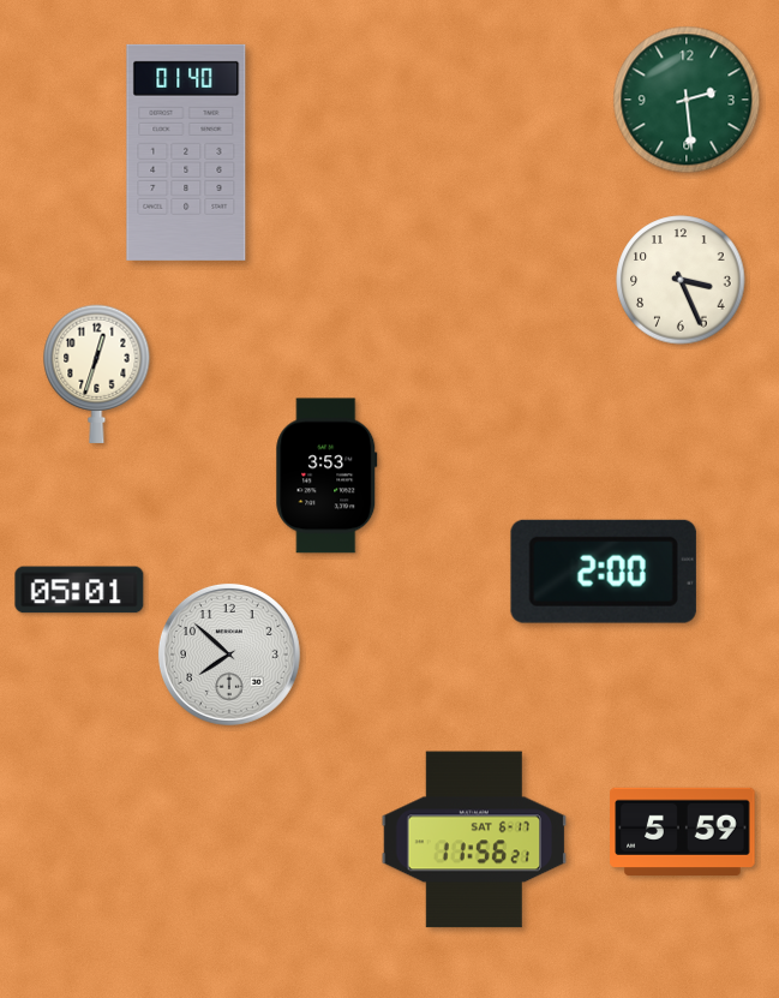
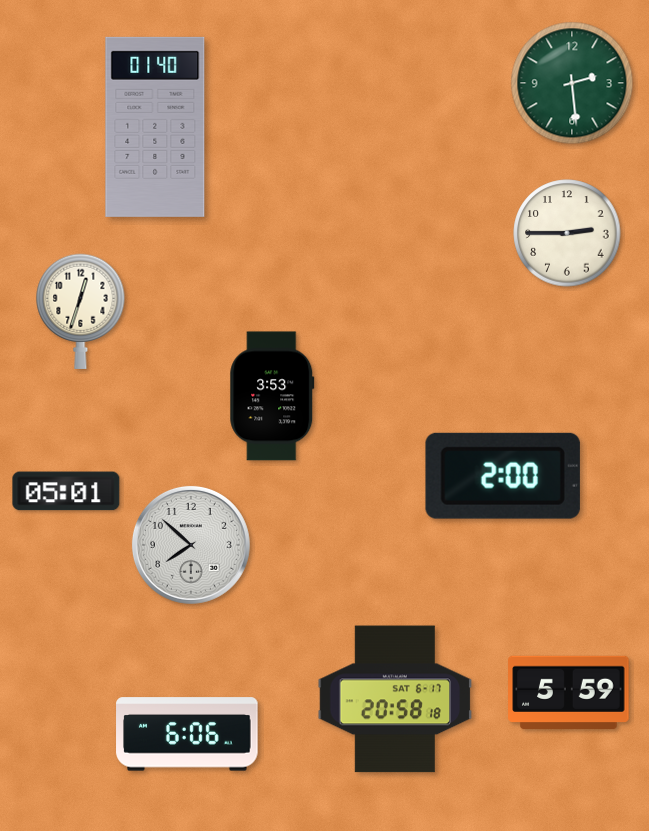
clock at (681, 280): 3:26 -> 2:45
clock at (474, 839): 11:56 -> 20:58
clock at (187, 734): none -> 6:06
